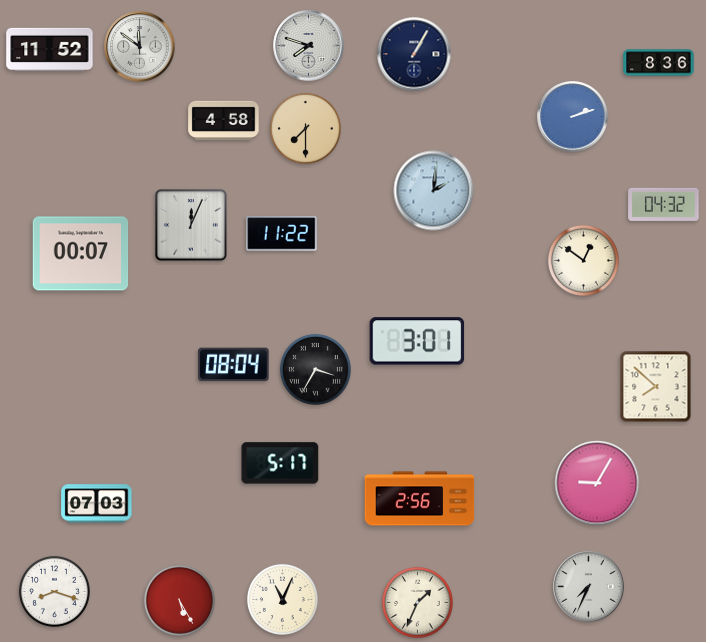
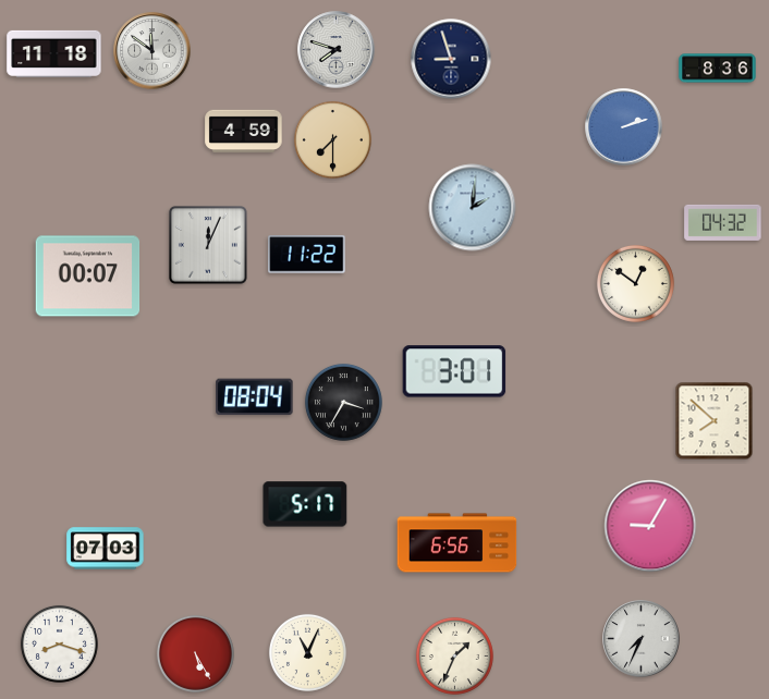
clock at (50, 49): 11:52 -> 11:18
clock at (414, 54): 1:05 -> 8:57
clock at (224, 120): 4:58 -> 4:59
clock at (420, 499): 2:56 -> 6:56
